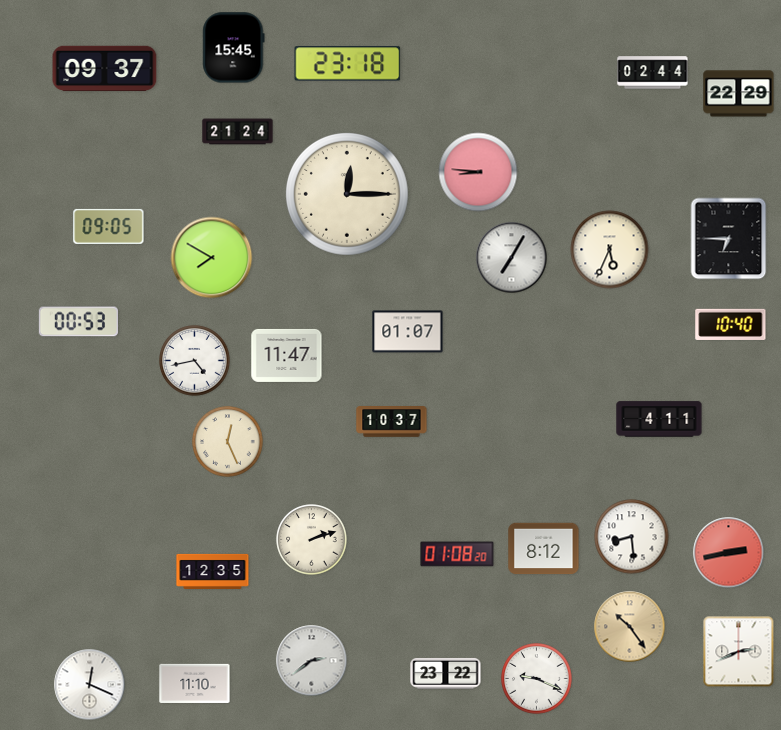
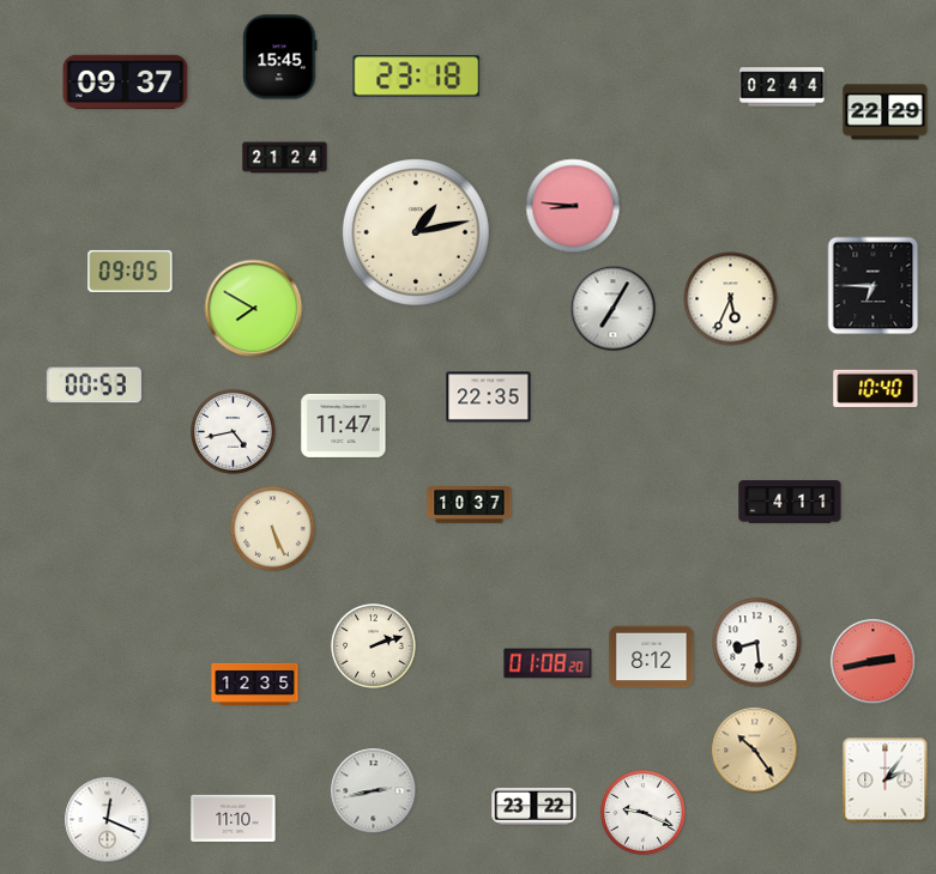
clock at (347, 194): 12:15 -> 1:13
clock at (408, 332): 01:07 -> 22:35
clock at (228, 442): 12:26 -> 5:26
clock at (739, 652): 2:41 -> 2:06
clock at (312, 661): 2:39 -> 2:43
